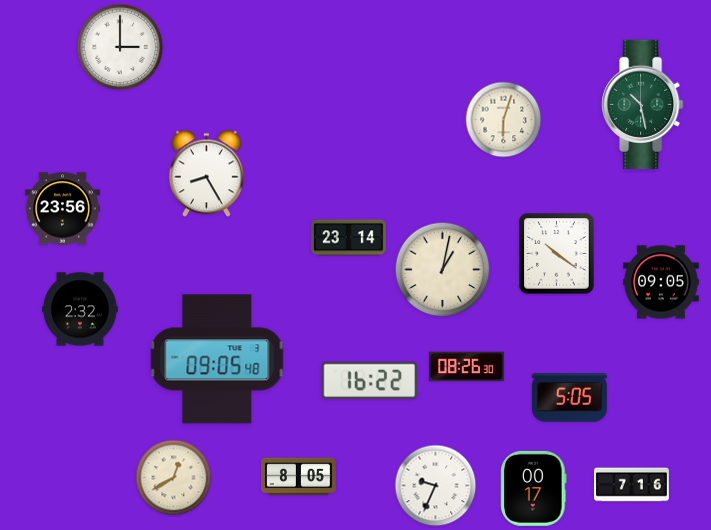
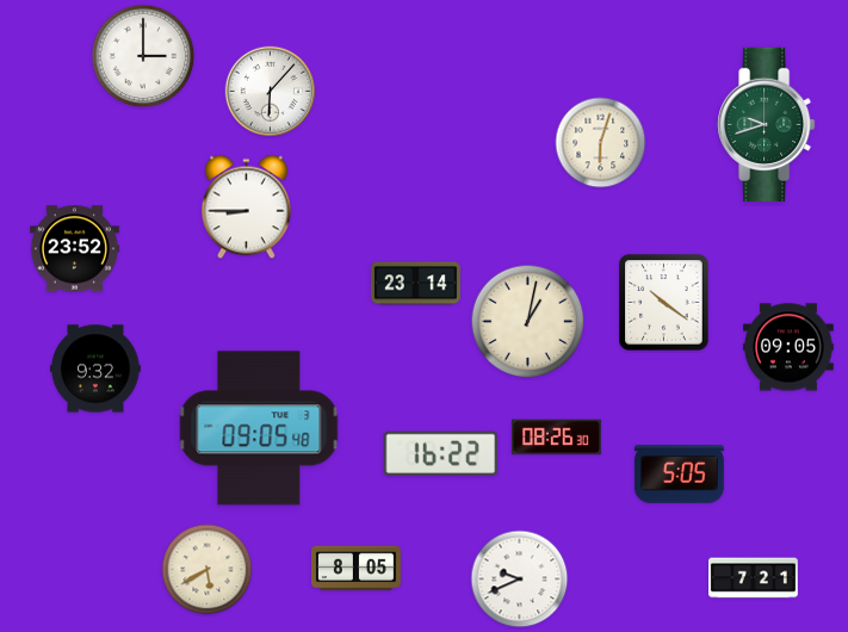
clock at (271, 92): none -> 6:07
clock at (643, 104): 10:28 -> 9:42
clock at (206, 174): 8:25 -> 8:45
clock at (63, 209): 23:56 -> 23:52
clock at (662, 282) position: (662, 282) -> (790, 347)
clock at (81, 309): 2:32 -> 9:32
clock at (174, 478): 12:40 -> 5:40
clock at (632, 485): 7:16 -> 7:21
clock at (436, 486): 9:34 -> 9:41
clock at (534, 488): 00:17 -> none
